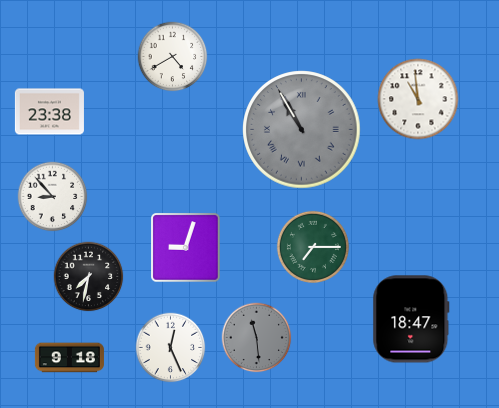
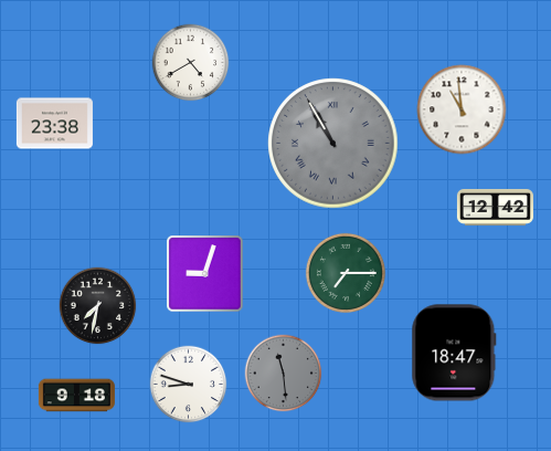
clock at (495, 207): none -> 12:42
clock at (53, 197): 8:53 -> none
clock at (171, 348): 12:26 -> 8:48
